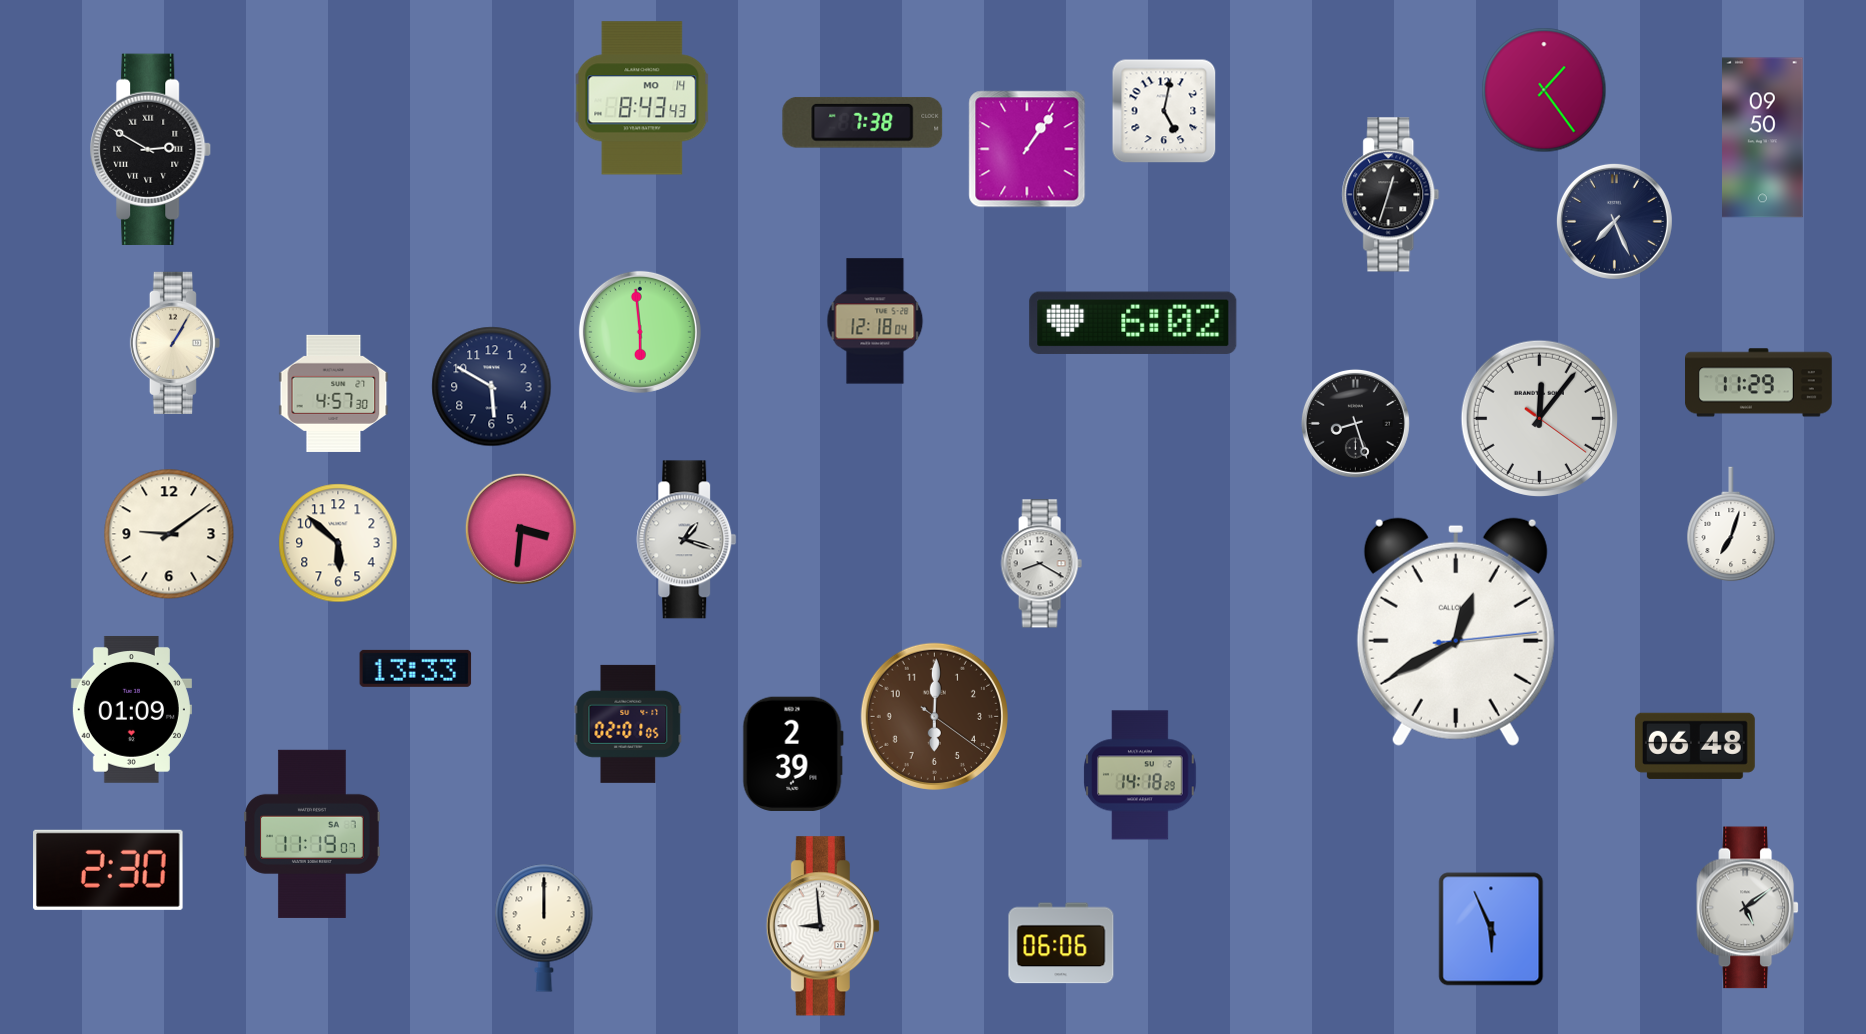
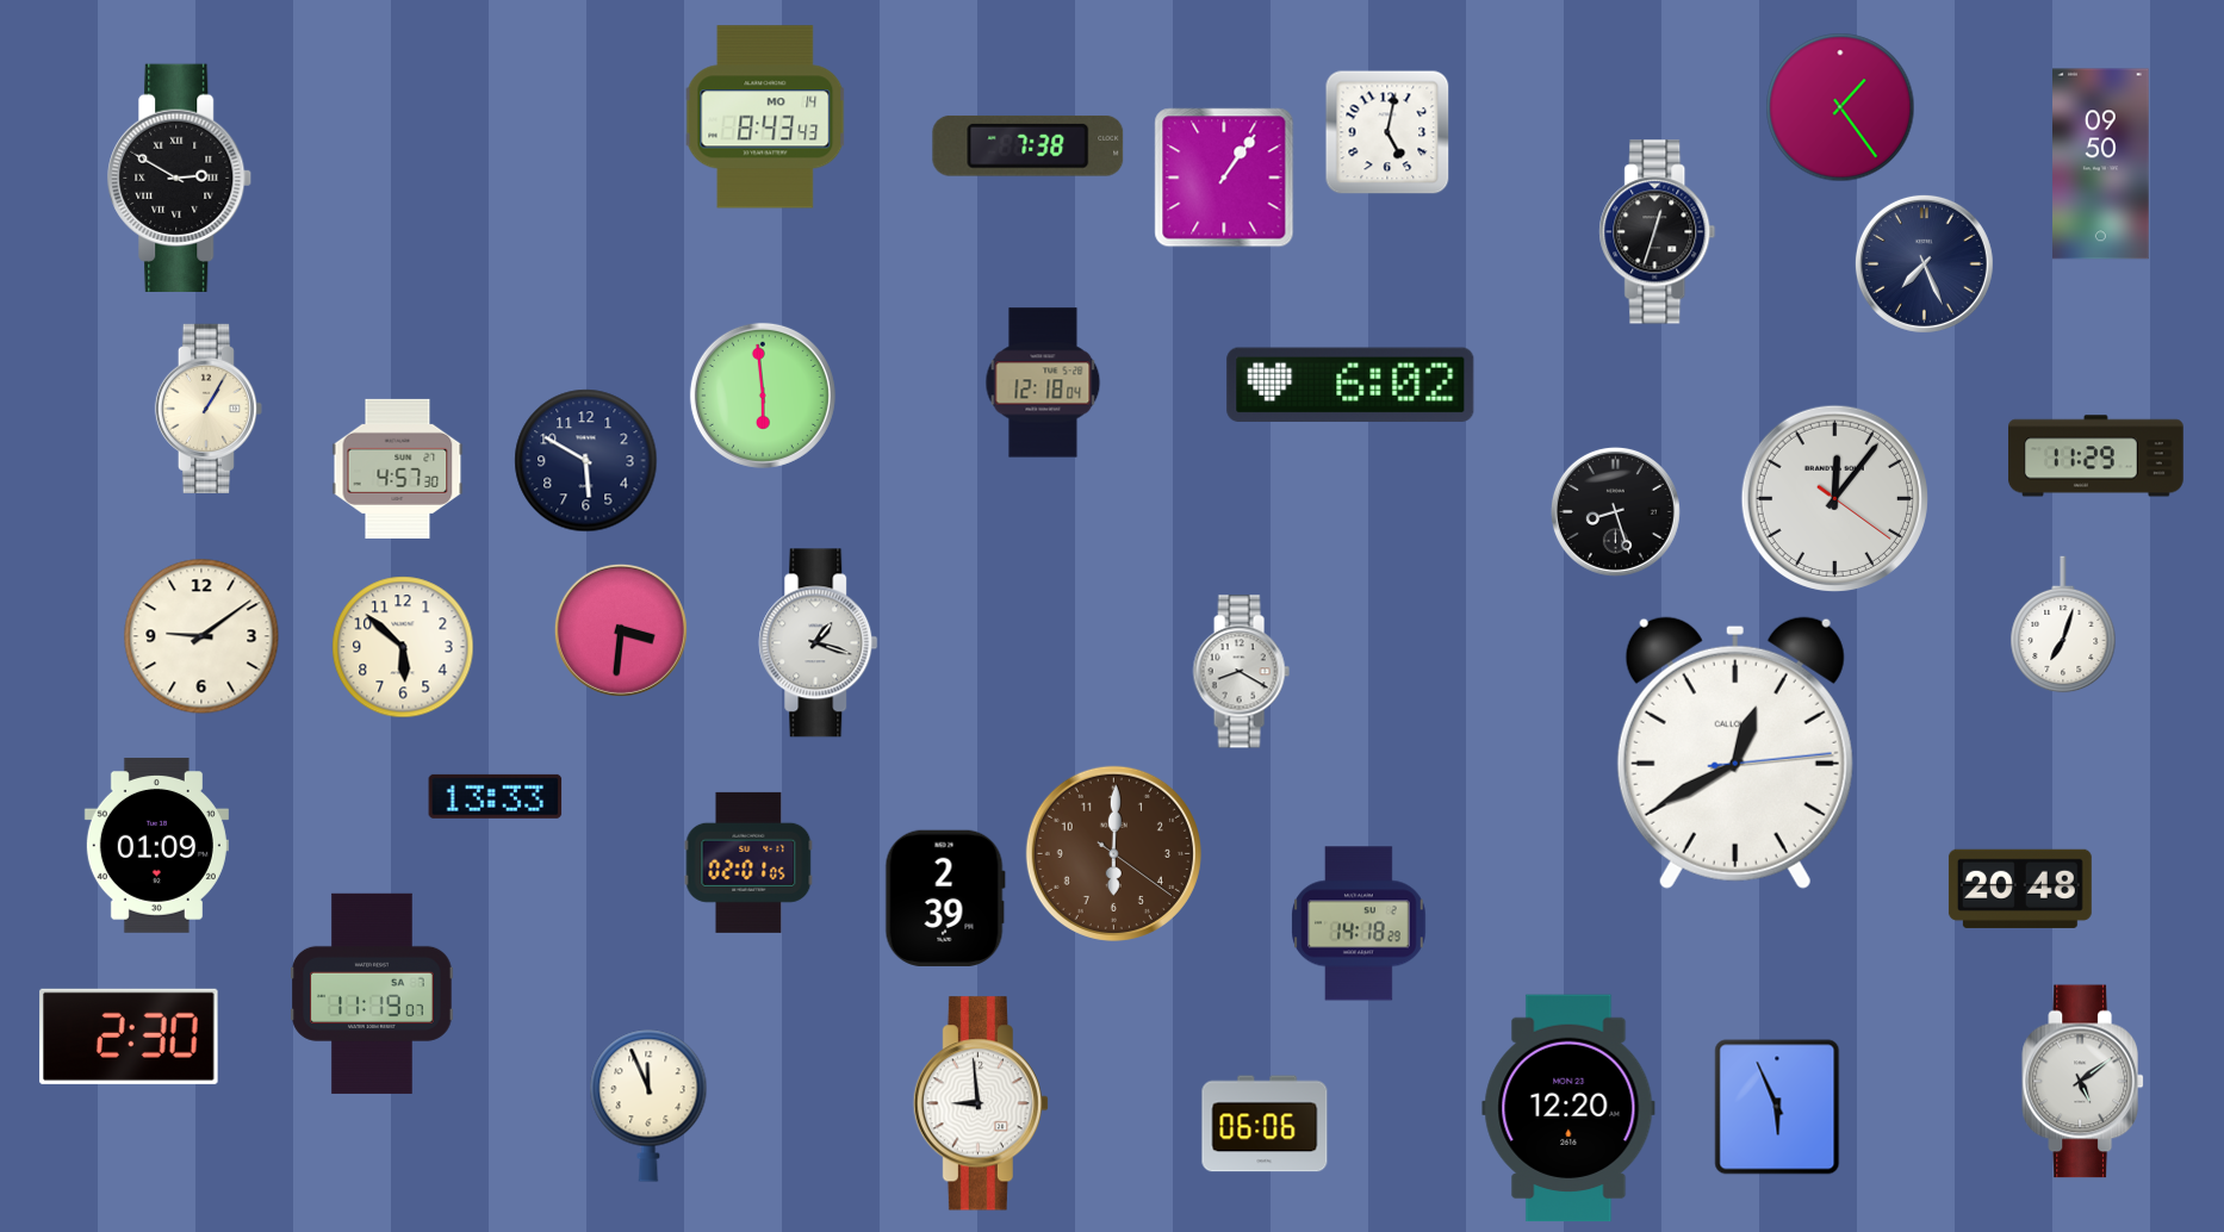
clock at (1355, 423) position: (1355, 423) -> (1615, 511)
clock at (1695, 746): 06:48 -> 20:48
clock at (544, 928): 12:00 -> 11:56
clock at (1568, 1108): none -> 12:20
